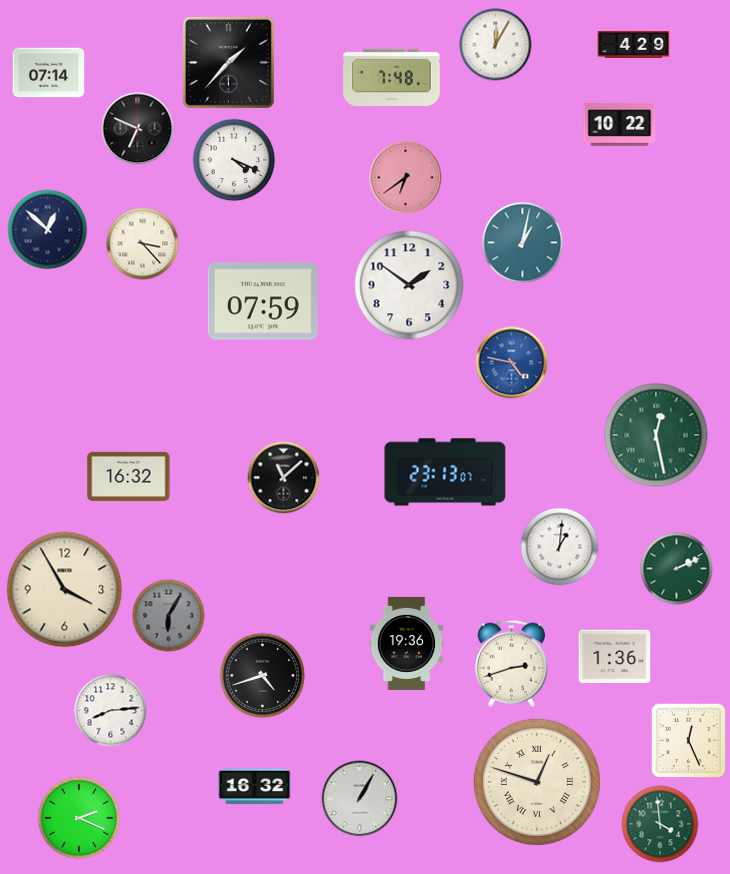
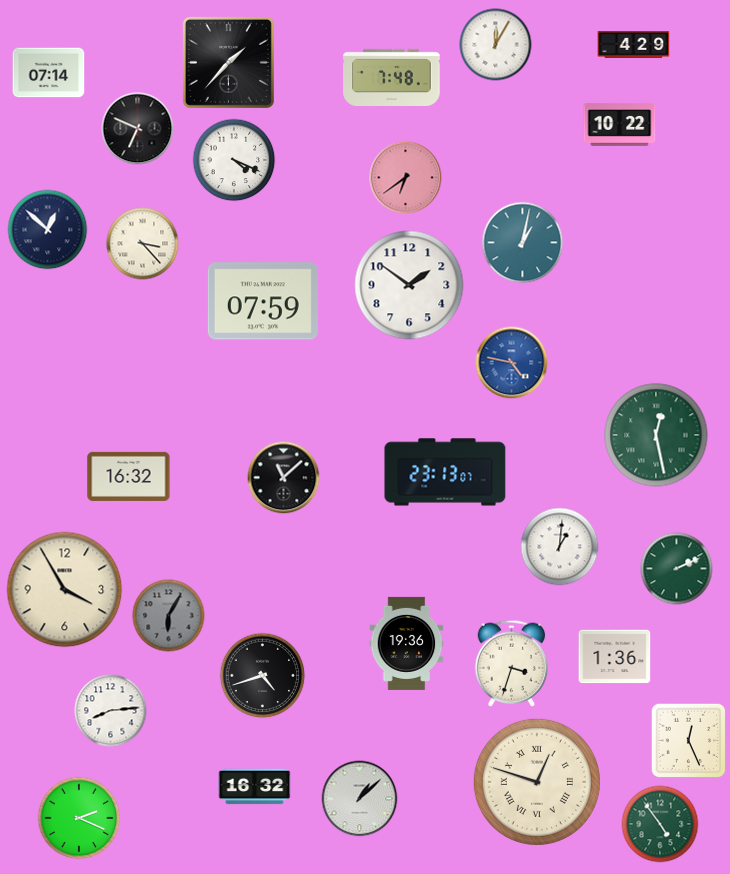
clock at (512, 663): 2:42 -> 3:33
clock at (360, 799): 1:05 -> 1:08
clock at (660, 824): 3:59 -> 4:54
